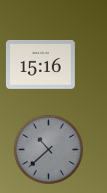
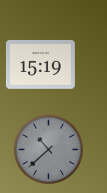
clock at (40, 64): 15:16 -> 15:19
